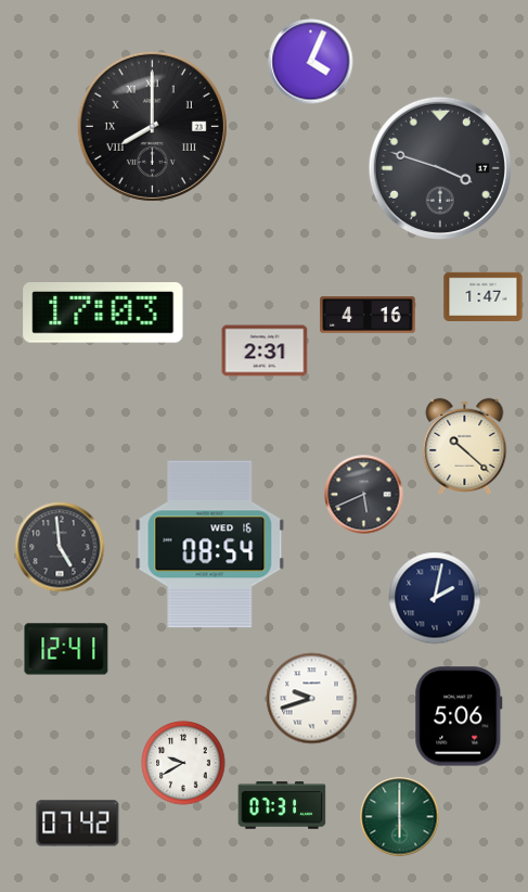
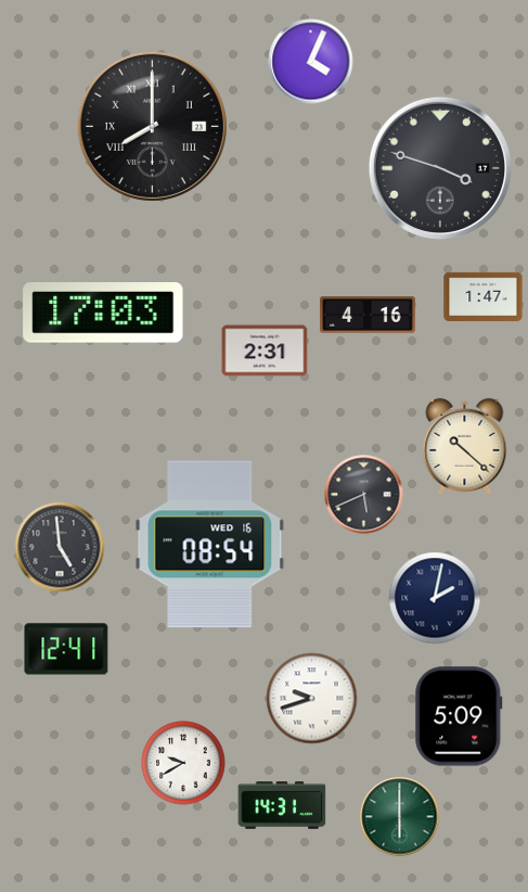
clock at (459, 716): 5:06 -> 5:09
clock at (282, 805): 07:31 -> 14:31
clock at (78, 824): 07:42 -> none
